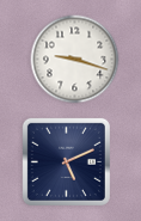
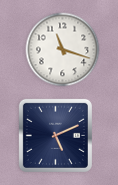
clock at (75, 60): 9:18 -> 11:18
